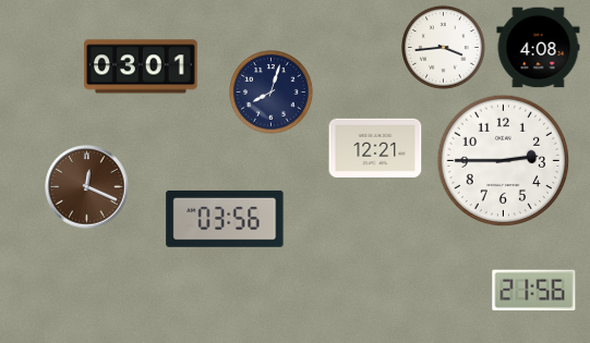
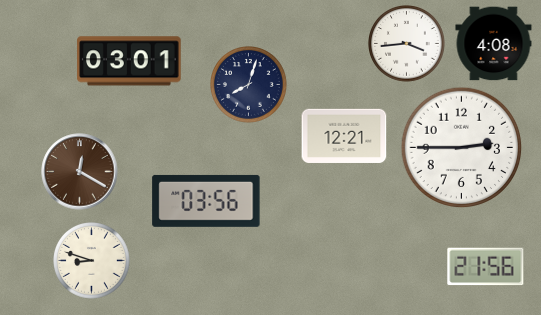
clock at (87, 187): 12:19 -> 12:20
clock at (92, 261): none -> 8:48
clock at (534, 291) position: (534, 291) -> (486, 267)
